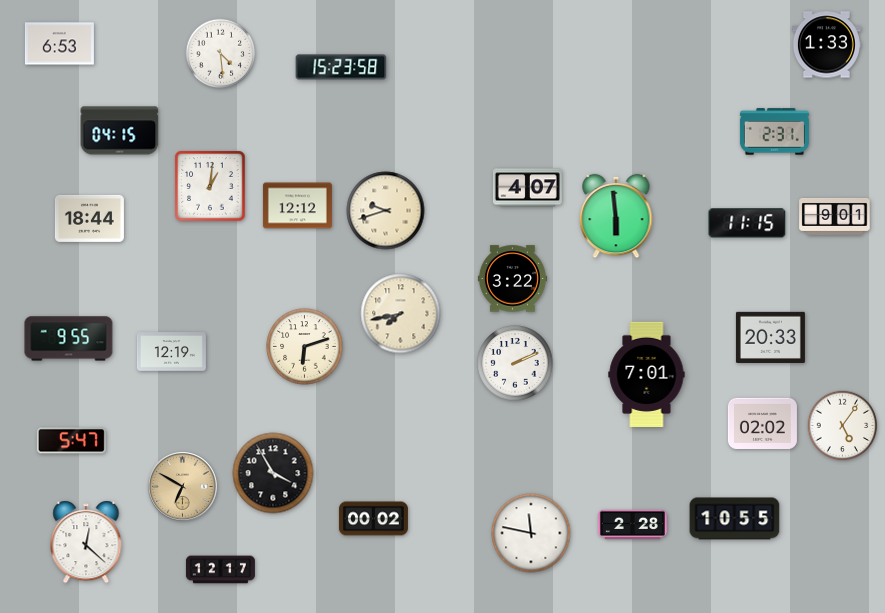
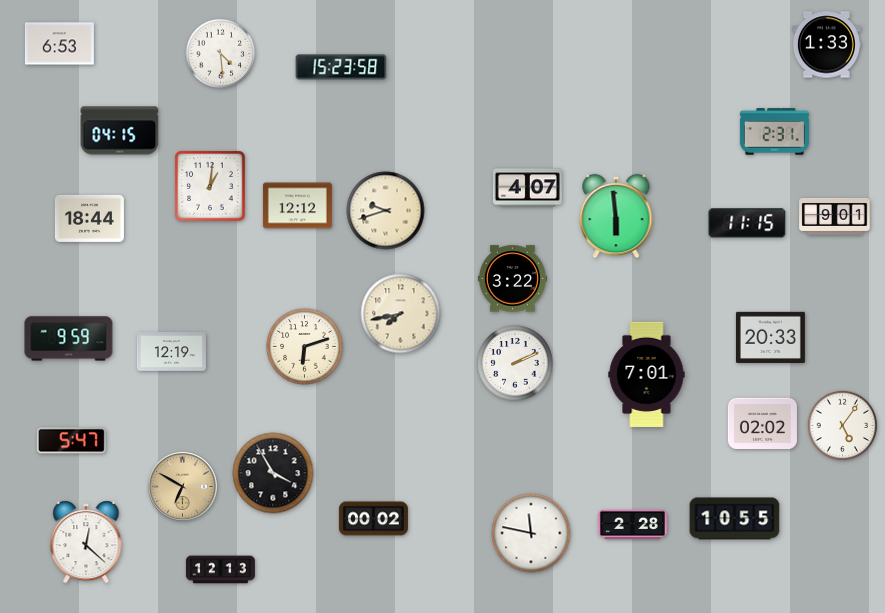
clock at (69, 339): 9:55 -> 9:59
clock at (220, 570): 12:17 -> 12:13
